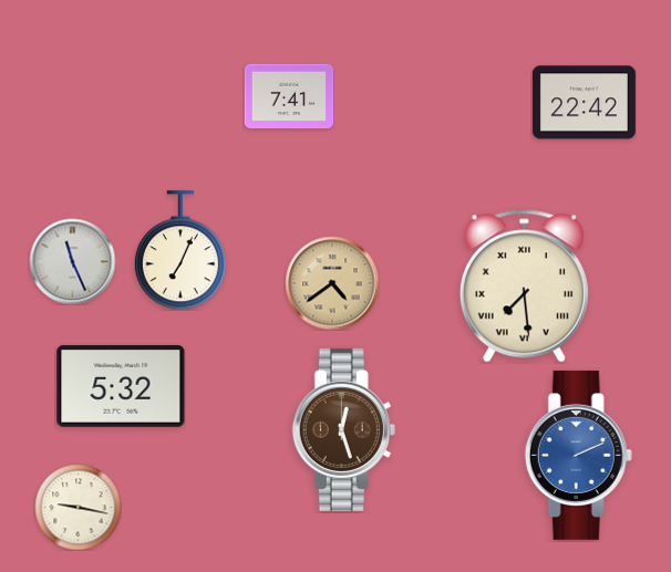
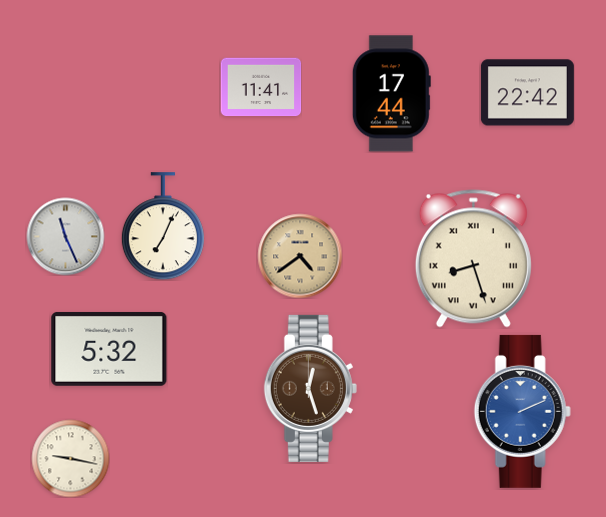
clock at (289, 96): 7:41 -> 11:41
clock at (391, 94): none -> 17:44
clock at (524, 287): 7:29 -> 8:27
